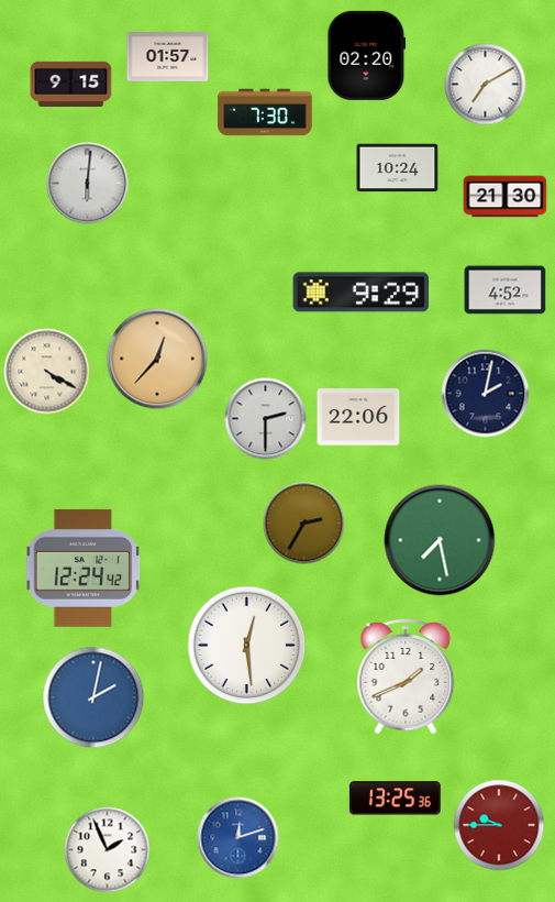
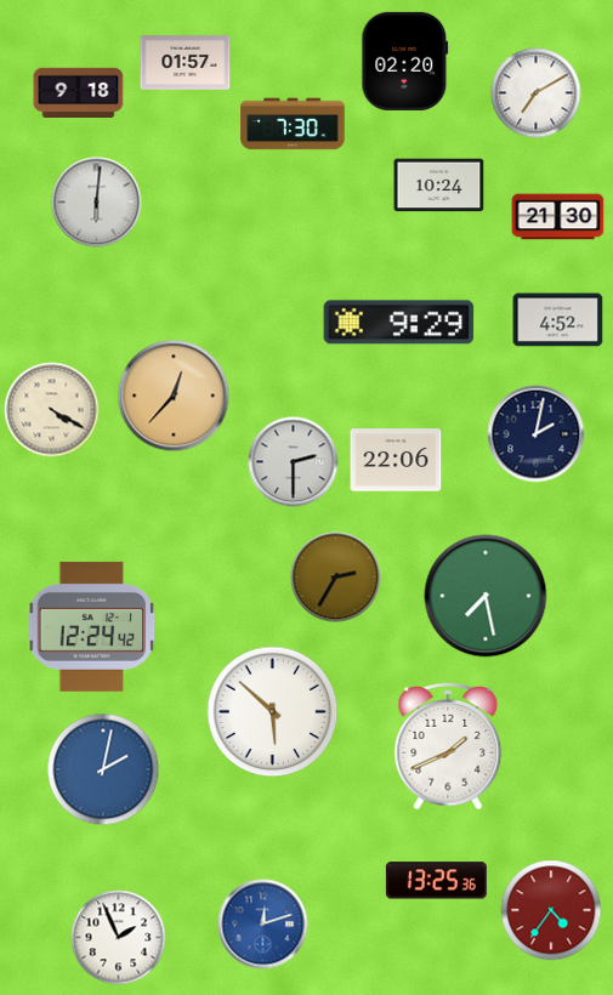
clock at (71, 84): 9:15 -> 9:18
clock at (247, 646): 12:29 -> 5:52
clock at (499, 825): 9:45 -> 4:36
